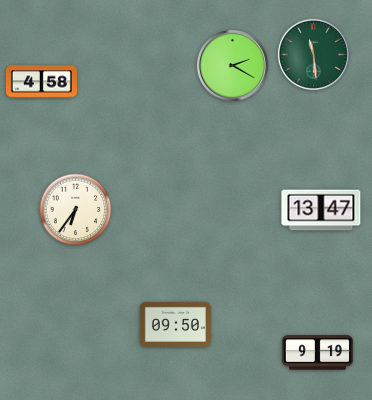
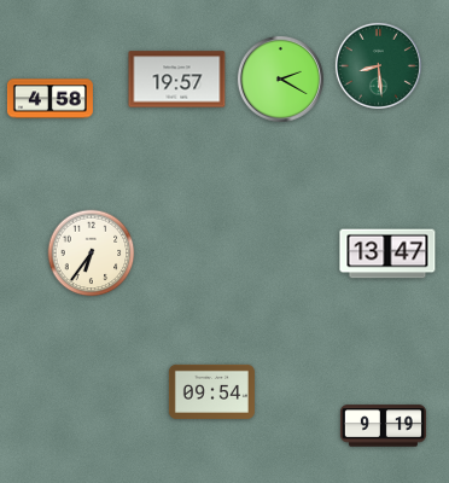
clock at (313, 54): 11:29 -> 8:29
clock at (177, 80): none -> 19:57
clock at (175, 324): 09:50 -> 09:54
